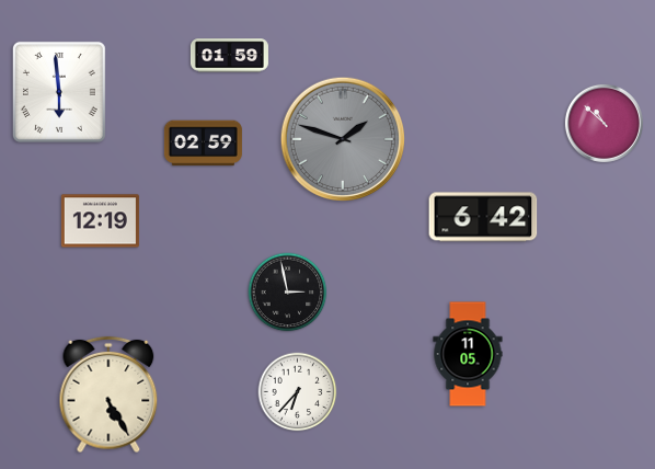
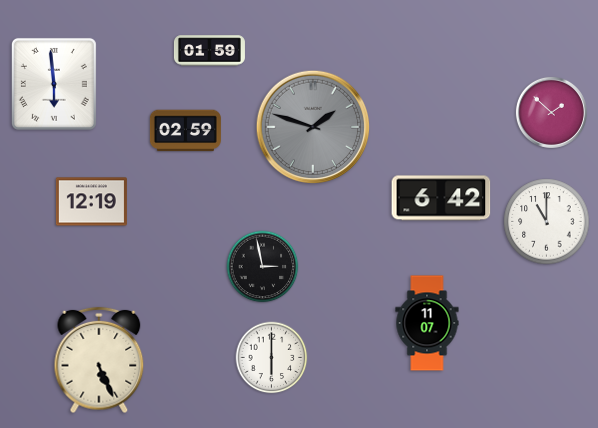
clock at (604, 123): 10:52 -> 1:52
clock at (547, 222): none -> 11:00
clock at (468, 354): 11:05 -> 11:07
clock at (298, 392): 6:37 -> 6:00
clock at (108, 394): 5:25 -> 5:26
